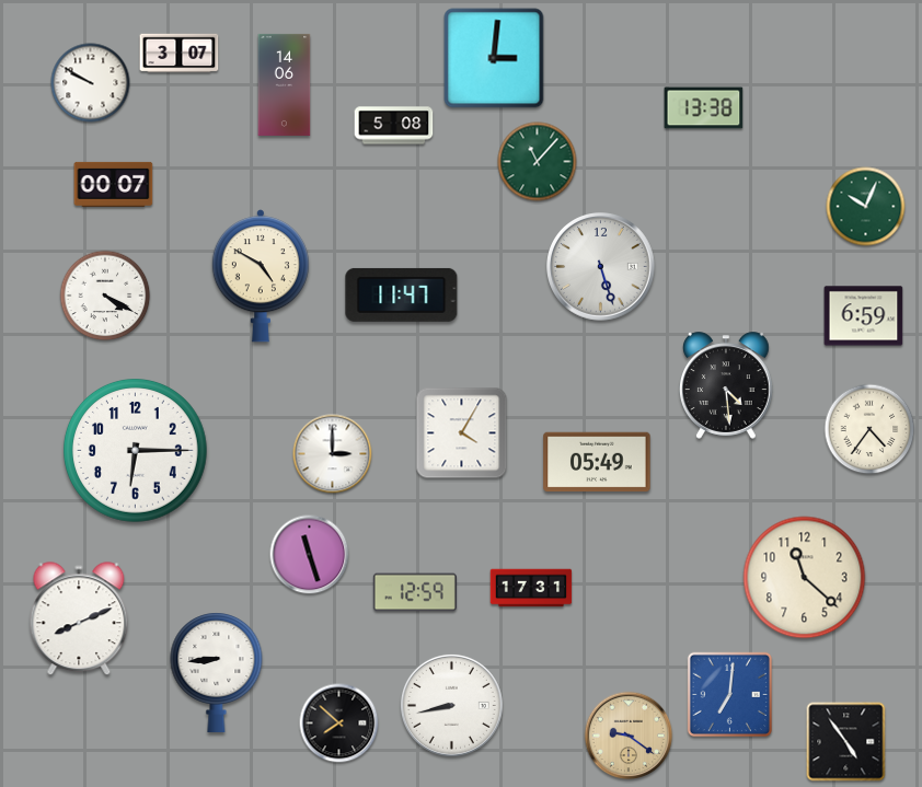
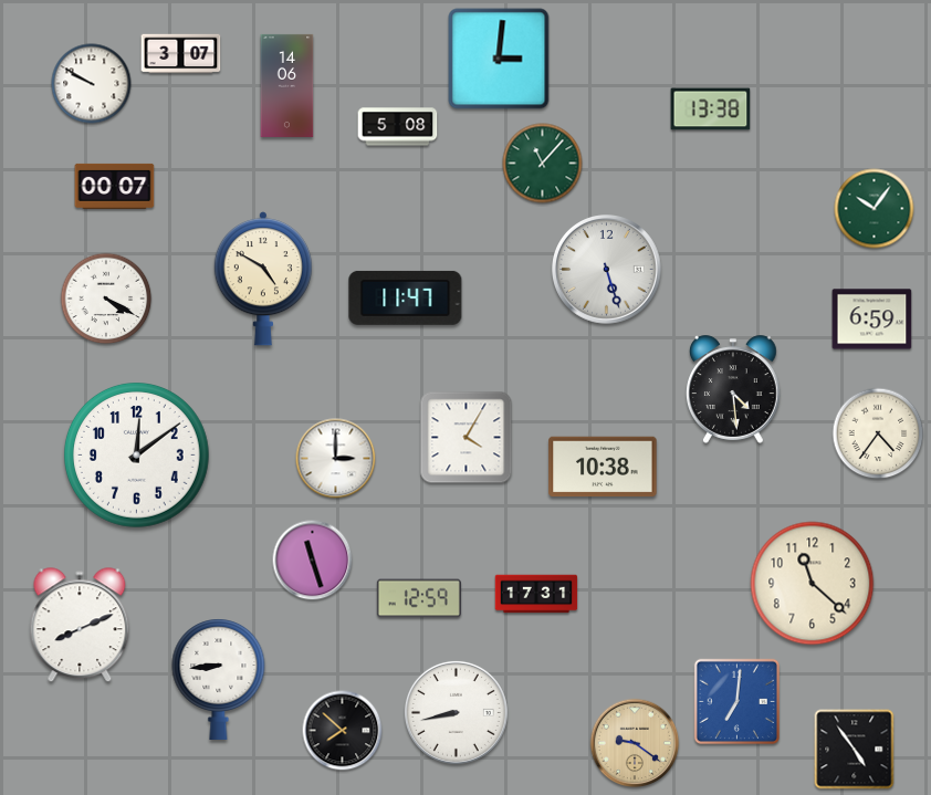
clock at (866, 207): 10:04 -> 10:06
clock at (136, 451): 6:15 -> 12:09
clock at (597, 462): 05:49 -> 10:38
